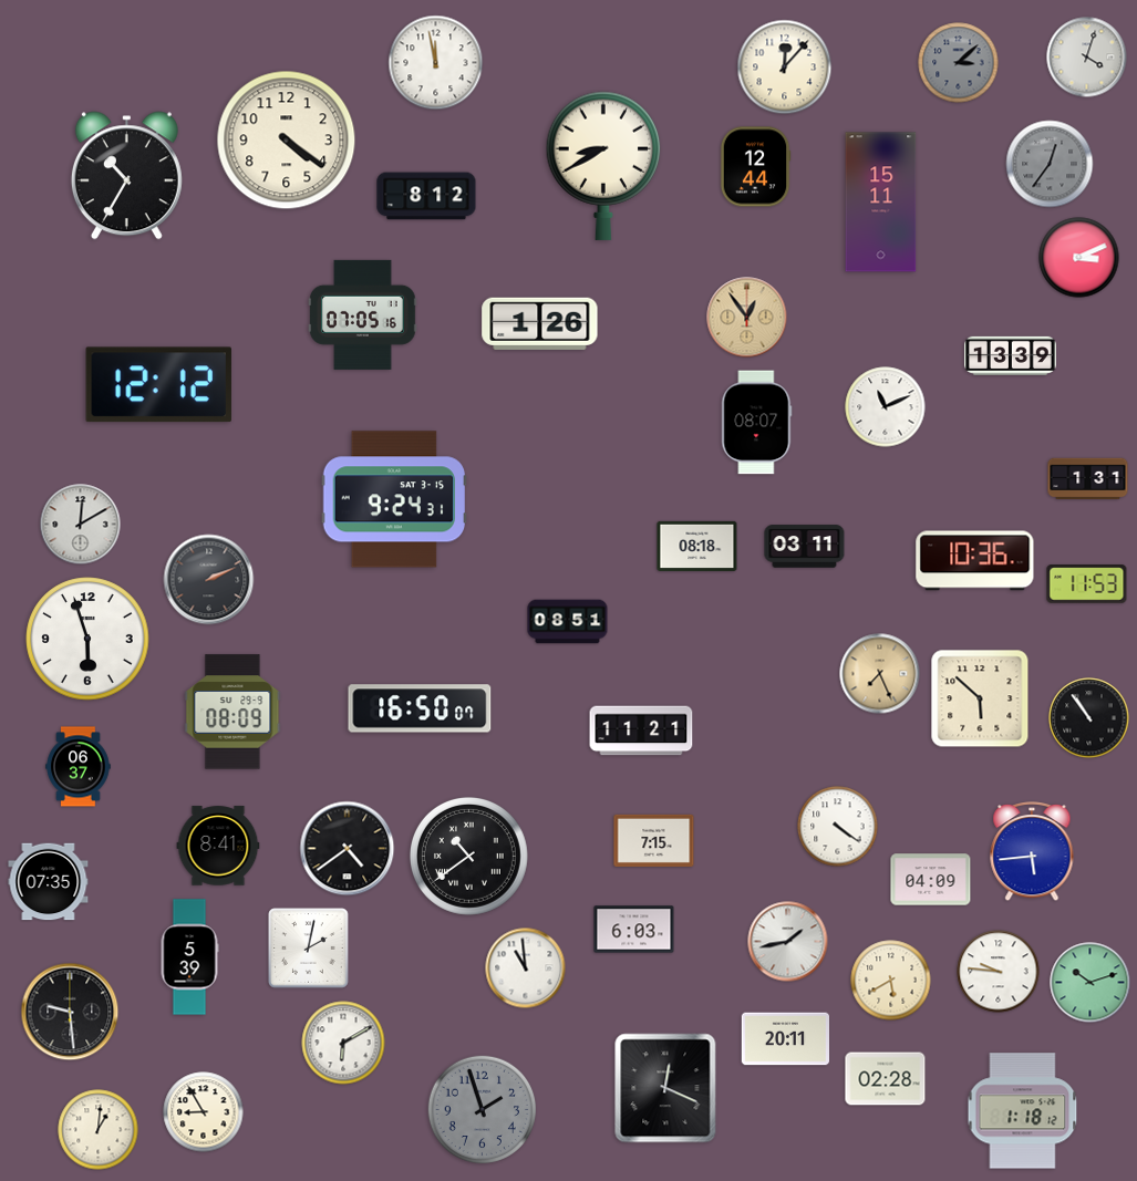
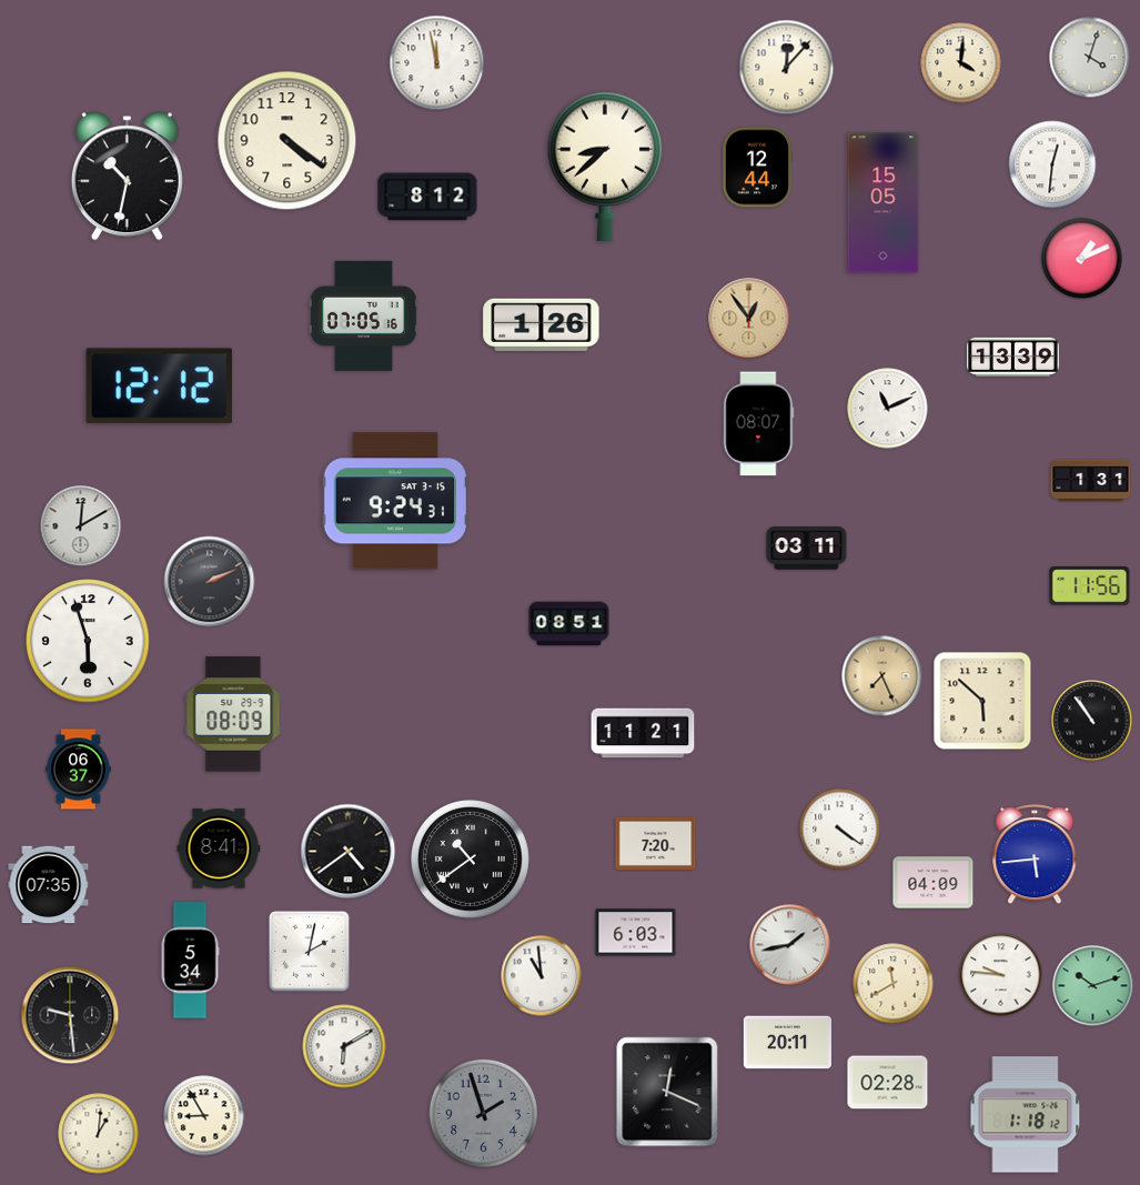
clock at (959, 63): 3:08 -> 4:01
clock at (959, 63) dial: grey -> cream
clock at (1050, 164): 12:36 -> 12:31
clock at (1050, 164) dial: grey -> white
clock at (603, 166): 8:40 -> 8:38
clock at (126, 176): 10:35 -> 10:32
clock at (881, 203): 15:11 -> 15:05
clock at (1079, 258): 3:11 -> 1:11
clock at (697, 546): 08:18 -> none
clock at (975, 561): 10:36 -> none
clock at (1087, 584): 11:53 -> 11:56
clock at (420, 708): 16:50 -> none
clock at (654, 840): 7:15 -> 7:20
clock at (189, 957): 5:39 -> 5:34
clock at (526, 968) position: (526, 968) -> (542, 976)
clock at (891, 981): 5:40 -> 11:40
